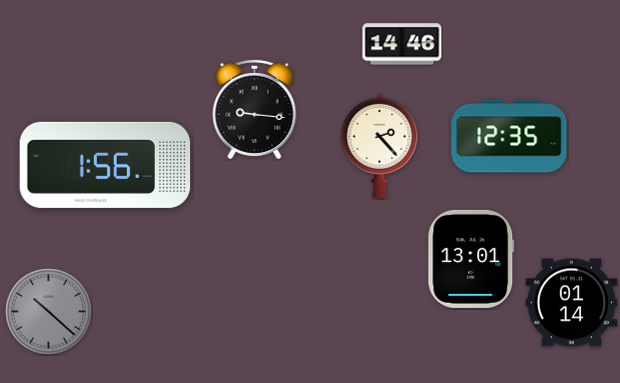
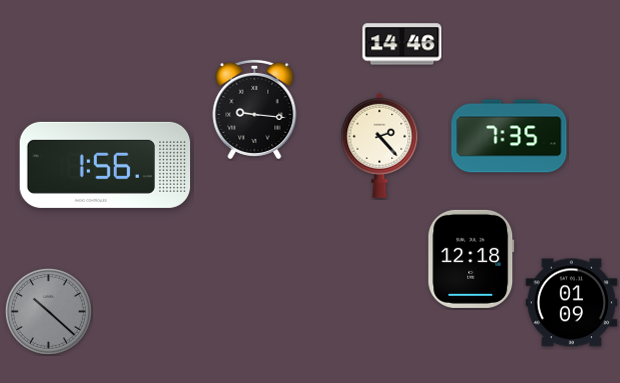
clock at (509, 136): 12:35 -> 7:35
clock at (471, 259): 13:01 -> 12:18
clock at (572, 303): 01:14 -> 01:09
